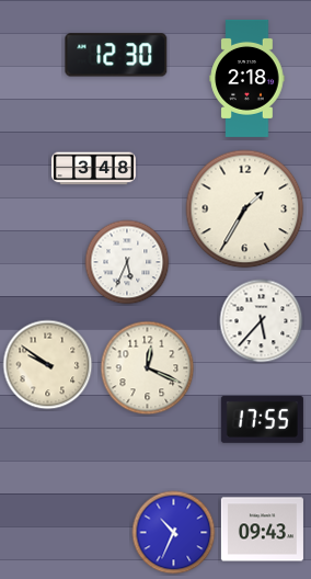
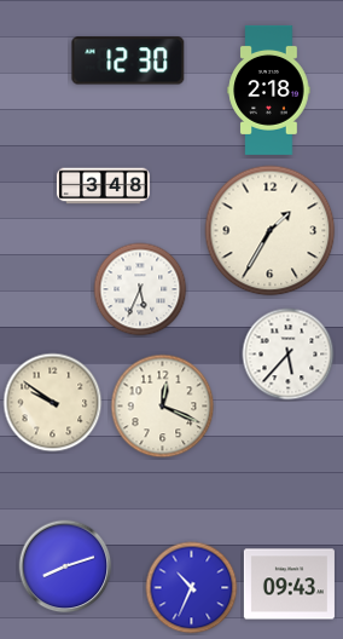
clock at (247, 78) position: (247, 78) -> (269, 90)
clock at (262, 419): 17:55 -> none
clock at (65, 566): none -> 8:12
